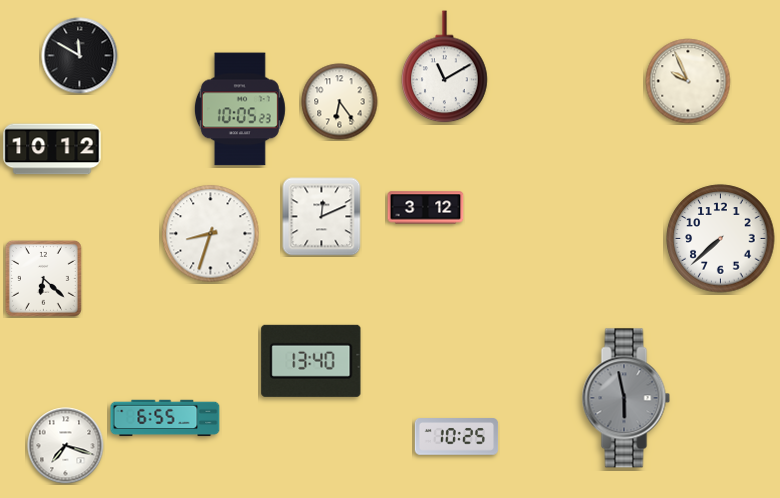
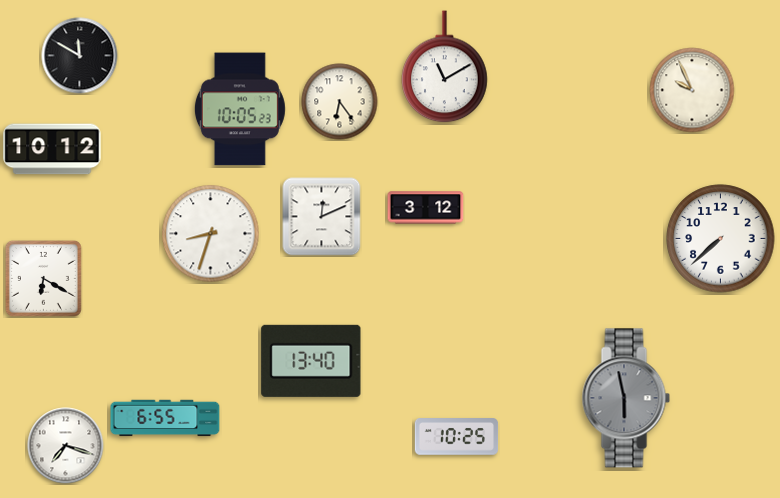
clock at (688, 81) position: (688, 81) -> (692, 90)
clock at (43, 278): 6:22 -> 6:20
